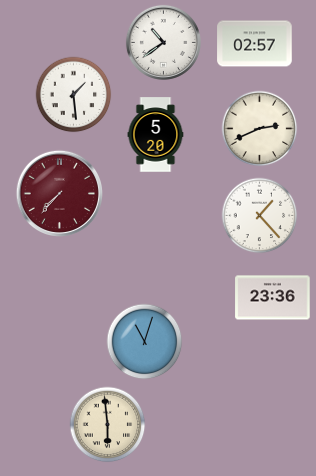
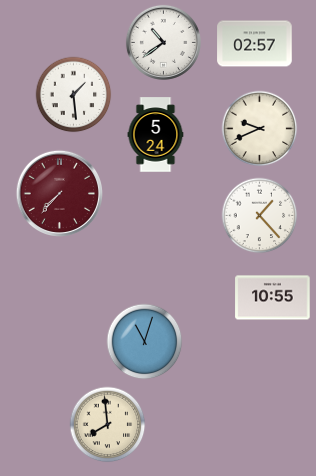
clock at (260, 129): 2:41 -> 9:41
clock at (156, 135): 5:20 -> 5:24
clock at (273, 298): 23:36 -> 10:55
clock at (108, 425): 5:59 -> 7:59
